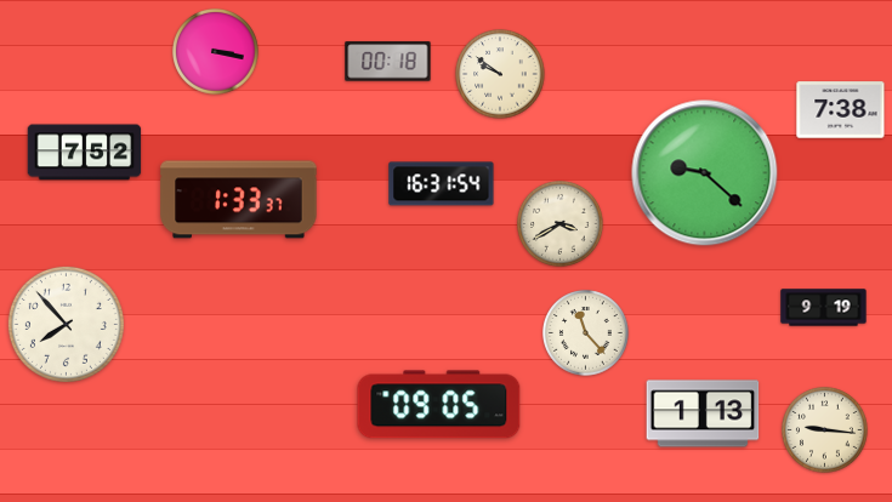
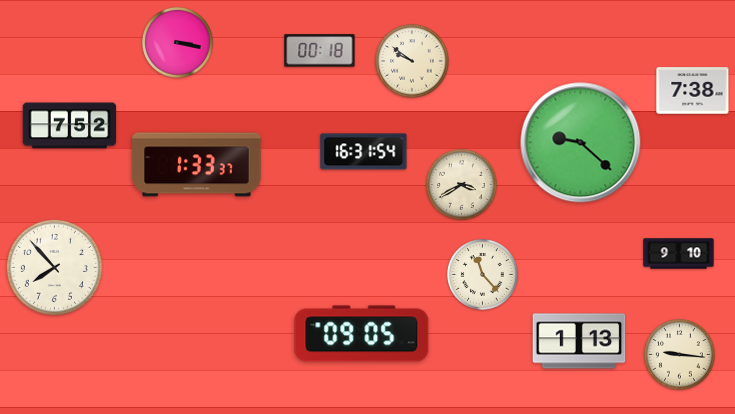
clock at (824, 308): 9:19 -> 9:10
